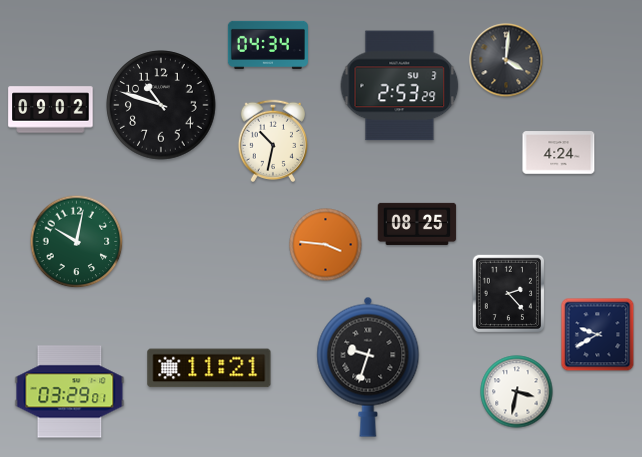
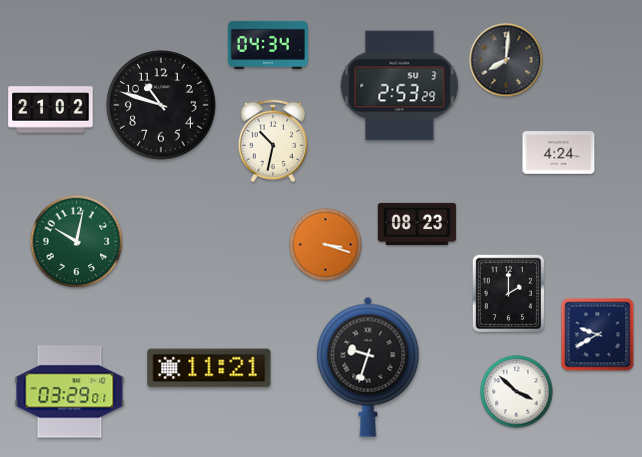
clock at (506, 60): 4:01 -> 8:01
clock at (51, 110): 09:02 -> 21:02
clock at (417, 224): 08:25 -> 08:23
clock at (326, 245): 3:46 -> 3:18
clock at (508, 293): 2:23 -> 2:00
clock at (517, 392): 3:32 -> 3:52
